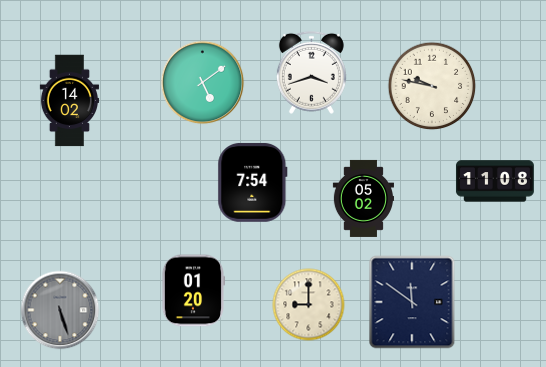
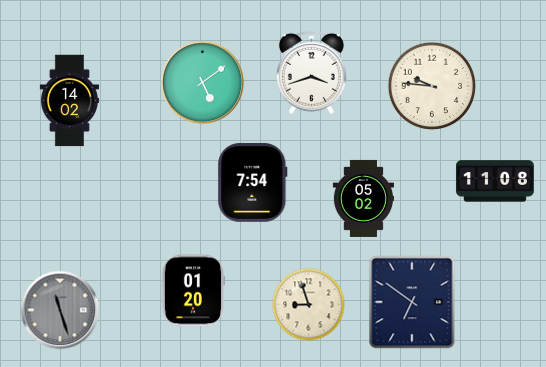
clock at (432, 86): 9:47 -> 9:46
clock at (412, 302): 11:51 -> 6:51
clock at (309, 305): 9:00 -> 8:57
clock at (60, 310): 5:27 -> 11:27
